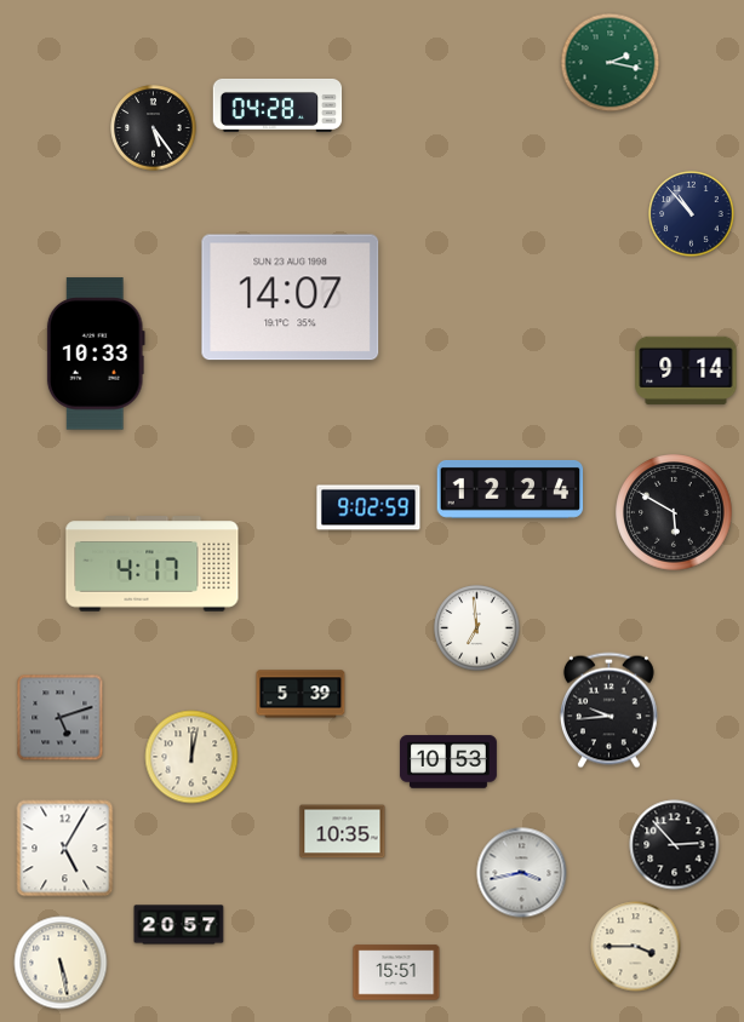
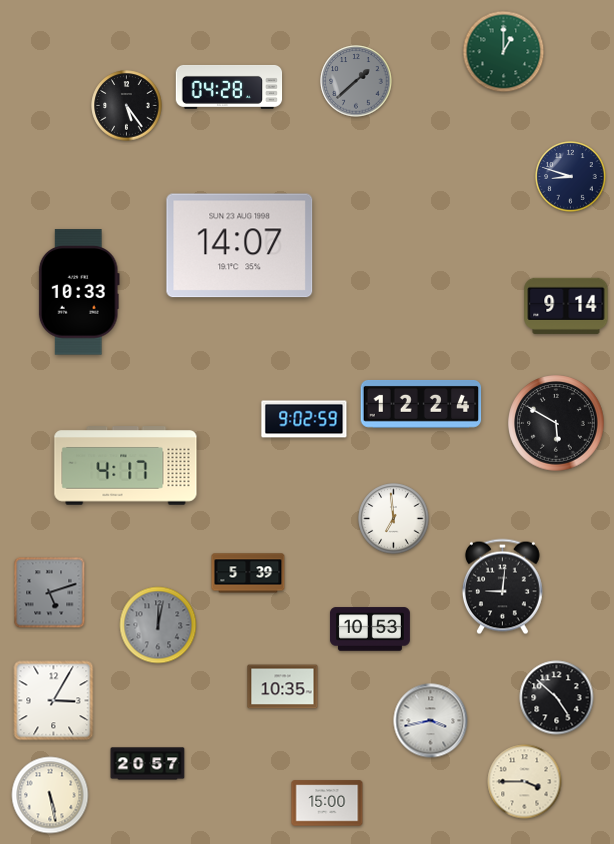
clock at (611, 63): 2:17 -> 1:00
clock at (356, 81): none -> 1:38
clock at (692, 214): 10:53 -> 8:48
clock at (608, 711): 9:44 -> 9:01
clock at (191, 757) dial: cream -> grey
clock at (675, 845): 2:53 -> 4:52
clock at (65, 849): 5:05 -> 3:05
clock at (396, 972): 15:51 -> 15:00
